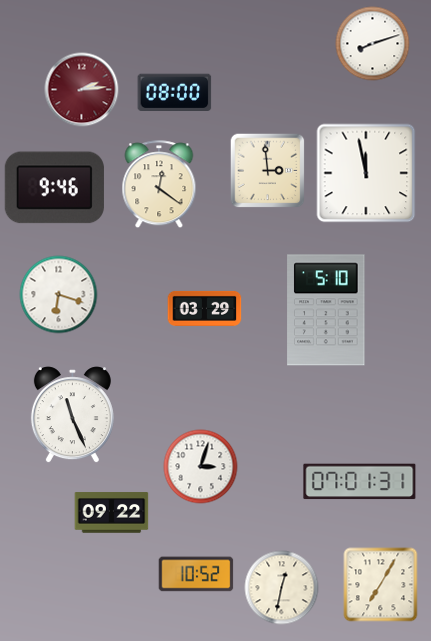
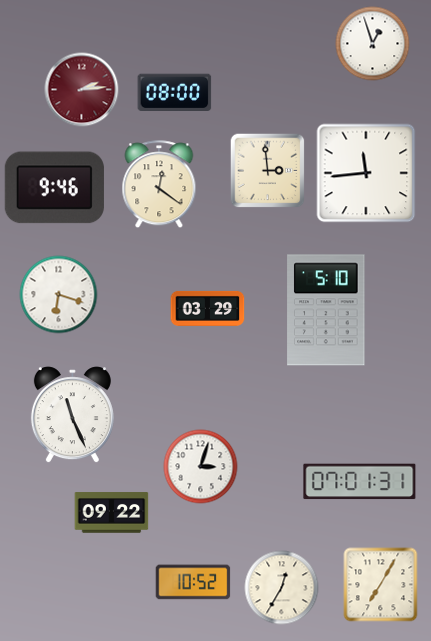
clock at (373, 44): 8:12 -> 12:57
clock at (366, 173): 11:58 -> 11:44
clock at (205, 308) position: (205, 308) -> (208, 308)
clock at (196, 574) position: (196, 574) -> (193, 582)
clock at (282, 588): 12:32 -> 12:35
